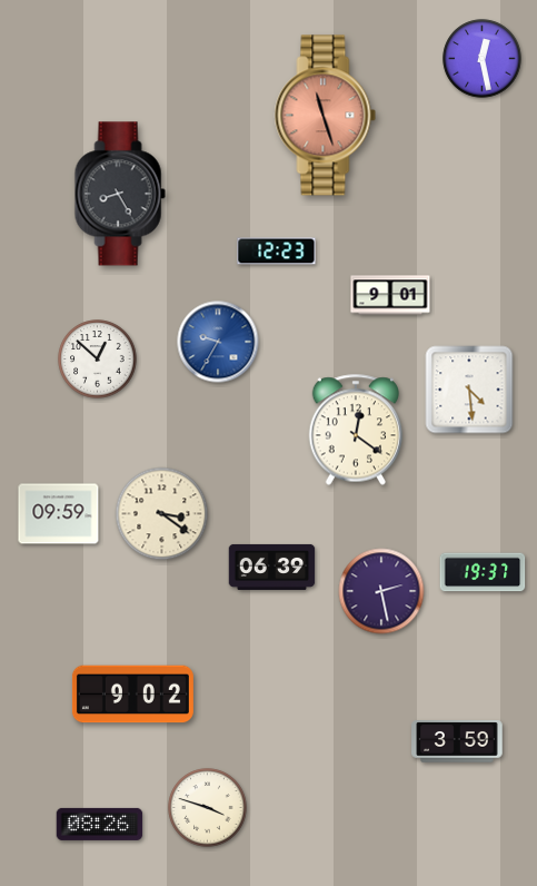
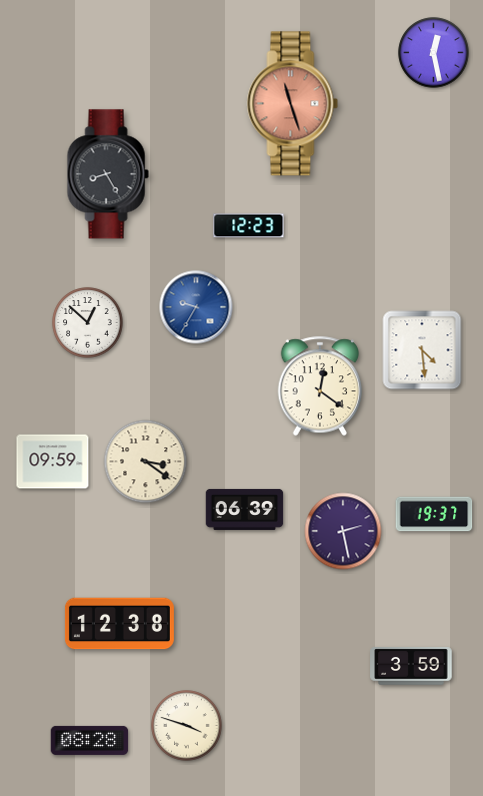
clock at (390, 295): 9:01 -> none
clock at (132, 695): 9:02 -> 12:38
clock at (100, 824): 08:26 -> 08:28
